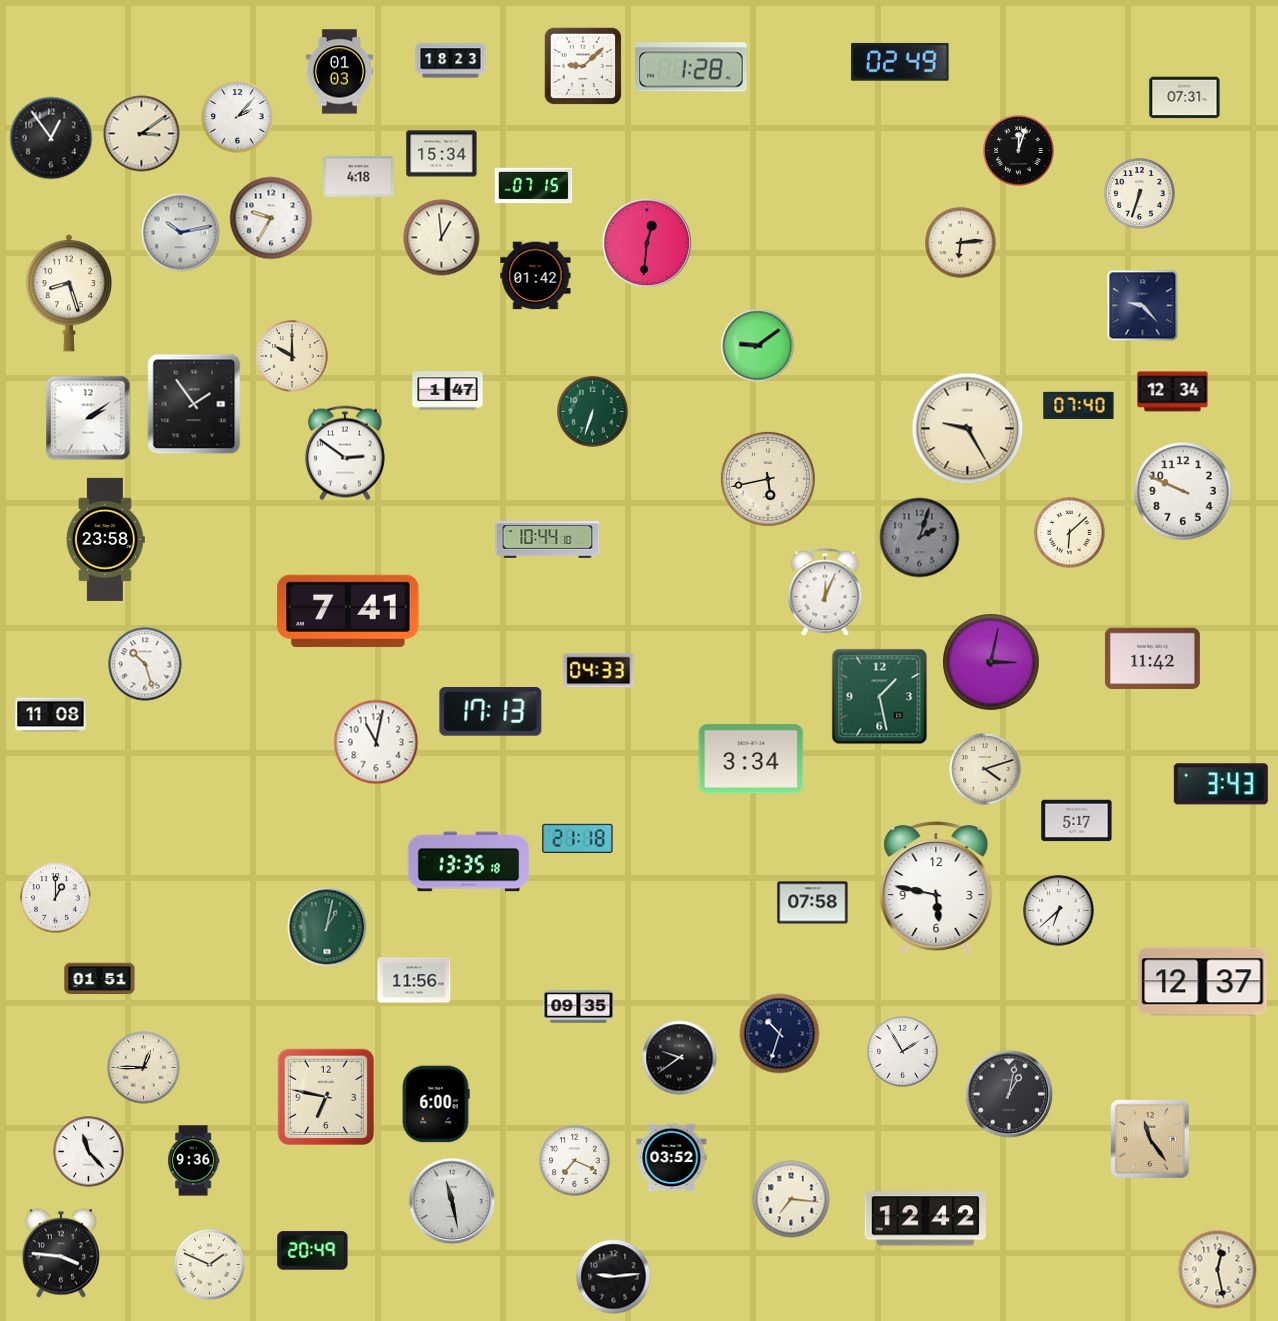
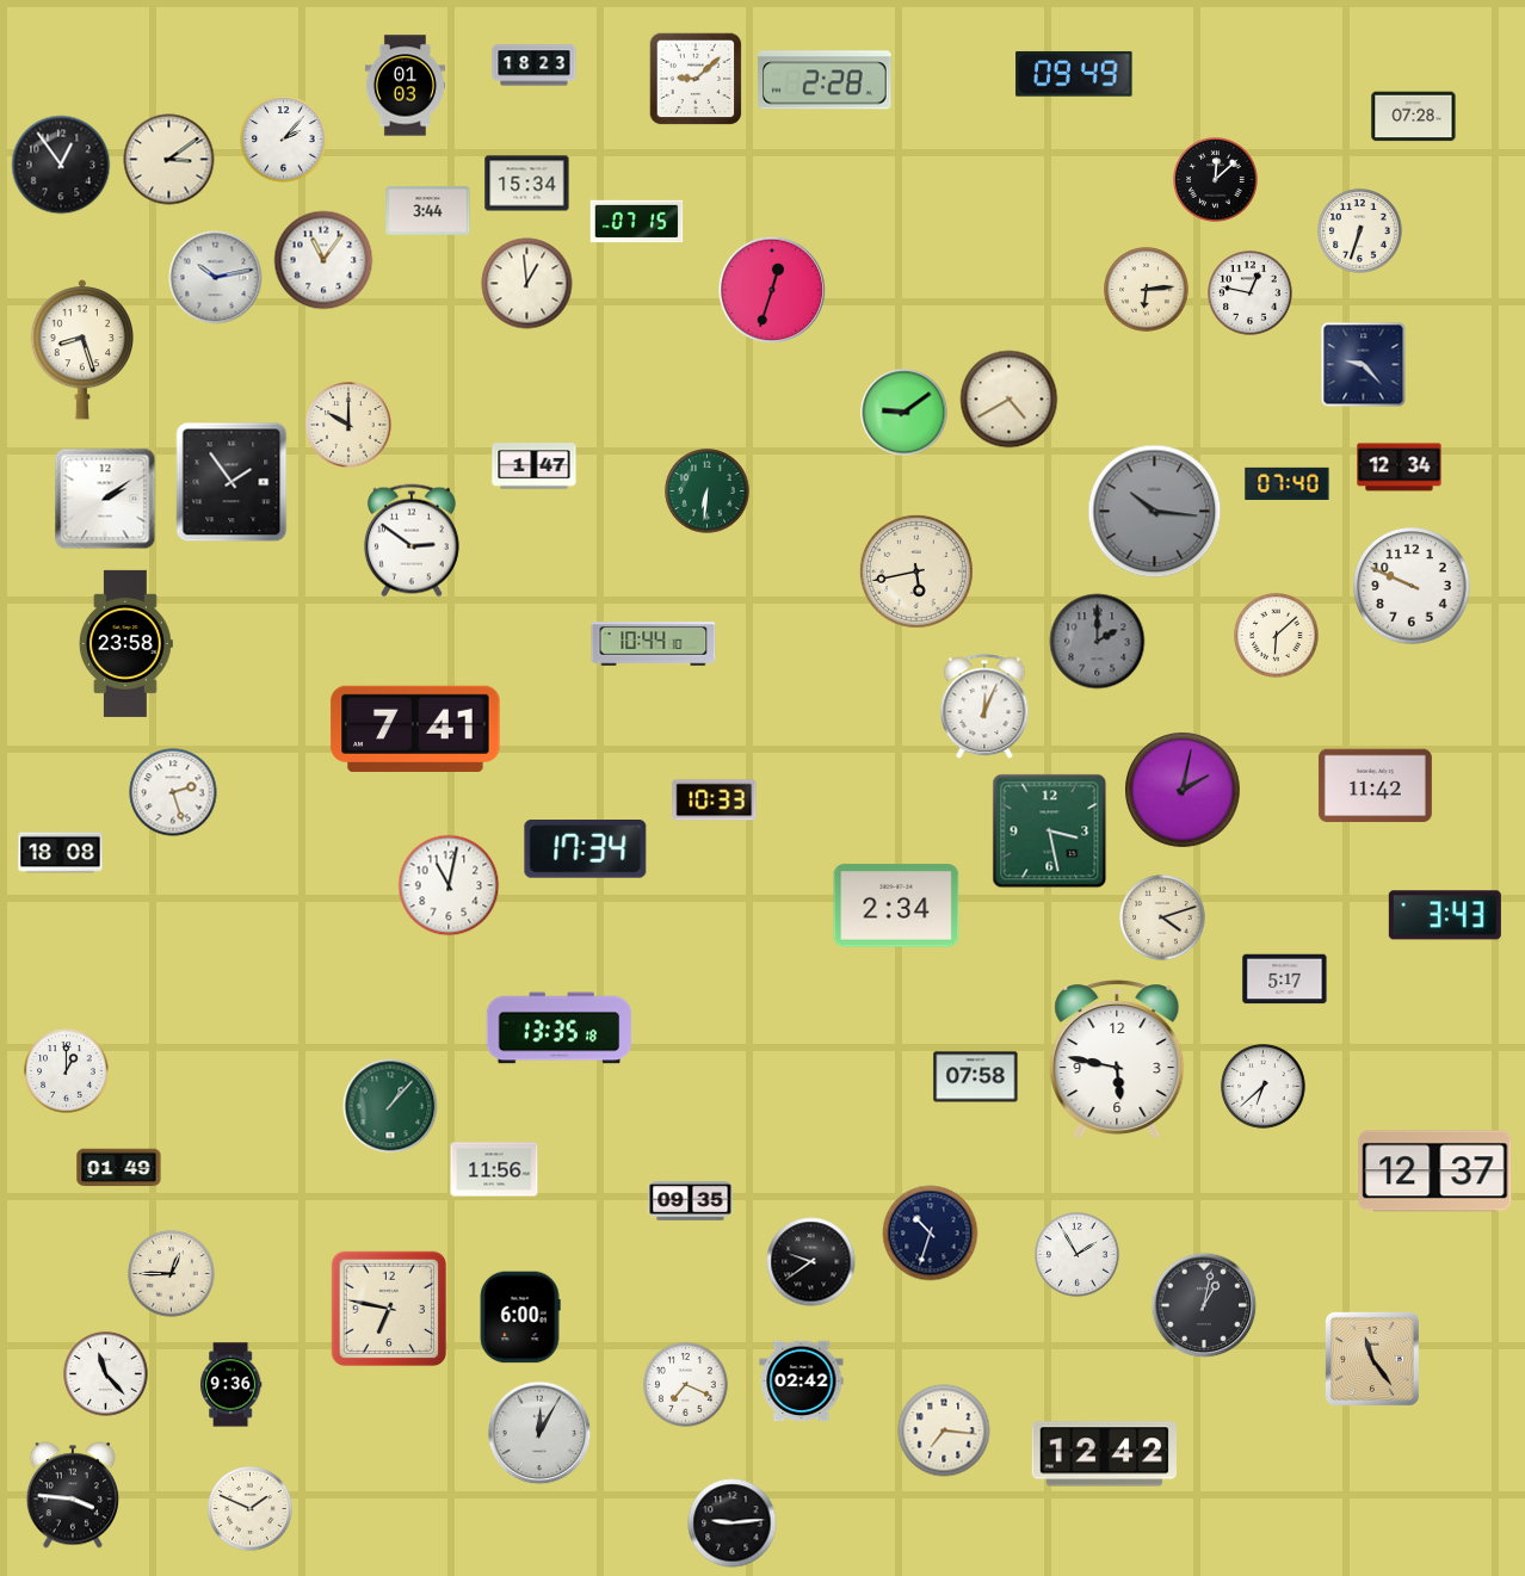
clock at (451, 61) position: (451, 61) -> (535, 66)
clock at (900, 62): 02:49 -> 09:49
clock at (691, 67): 1:28 -> 2:28
clock at (1185, 98): 07:31 -> 07:28
clock at (1019, 151): 12:03 -> 12:08
clock at (359, 176): 4:18 -> 3:44
clock at (271, 218): 9:35 -> 11:06
clock at (647, 243): 12:31 -> 12:33
clock at (1251, 293): none -> 12:47
clock at (536, 276): 01:42 -> none
clock at (1010, 400): none -> 4:40
clock at (593, 412): 6:33 -> 6:31
clock at (968, 429): 9:25 -> 10:16
clock at (968, 429) dial: cream -> grey
clock at (920, 538): 2:03 -> 2:00
clock at (992, 663): 3:02 -> 2:02
clock at (145, 664): 10:27 -> 2:27
clock at (599, 671): 04:33 -> 10:33
clock at (880, 697): 1:28 -> 3:28
clock at (491, 712): 17:13 -> 17:34
clock at (51, 715): 11:08 -> 18:08
clock at (751, 759): 3:34 -> 2:34
clock at (985, 769) position: (985, 769) -> (1162, 917)
clock at (1221, 784) position: (1221, 784) -> (1445, 915)
clock at (578, 838): 21:18 -> none
clock at (813, 903) position: (813, 903) -> (976, 1077)
clock at (327, 927): 1:02 -> 1:07
clock at (100, 979): 01:51 -> 01:49
clock at (672, 1158): 03:52 -> 02:42
clock at (452, 1201): 11:28 -> 12:05
clock at (313, 1251): 20:49 -> none
clock at (1218, 1270): 12:28 -> none
